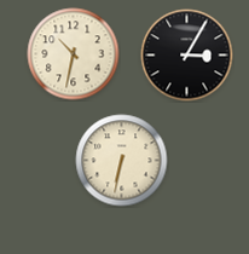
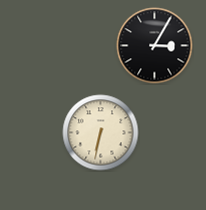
clock at (74, 54): 10:32 -> none
